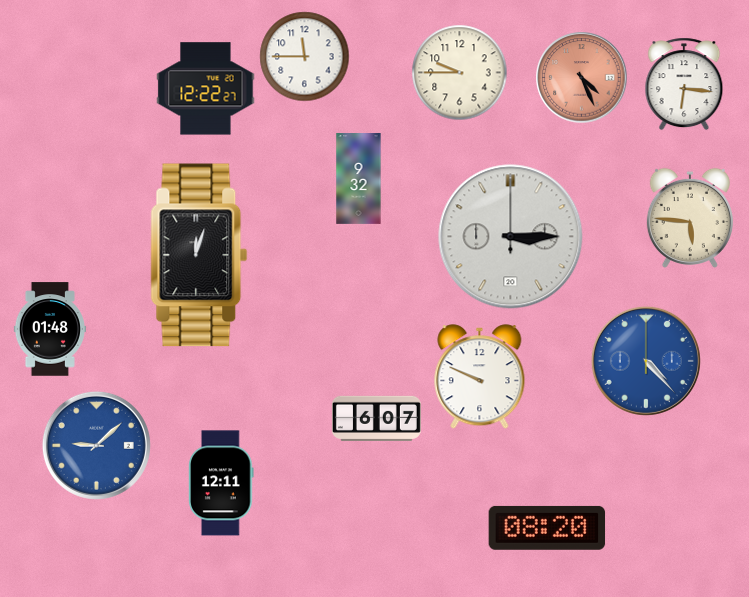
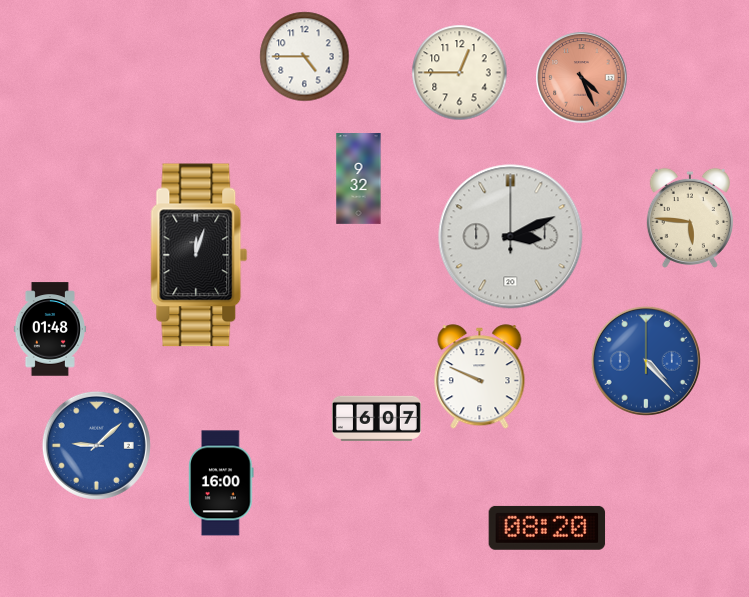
clock at (305, 57): 11:45 -> 4:45
clock at (460, 73): 9:45 -> 12:45
clock at (684, 84): 6:16 -> none
clock at (206, 89): 12:22 -> none
clock at (511, 237): 3:15 -> 3:11
clock at (221, 483): 12:11 -> 16:00
